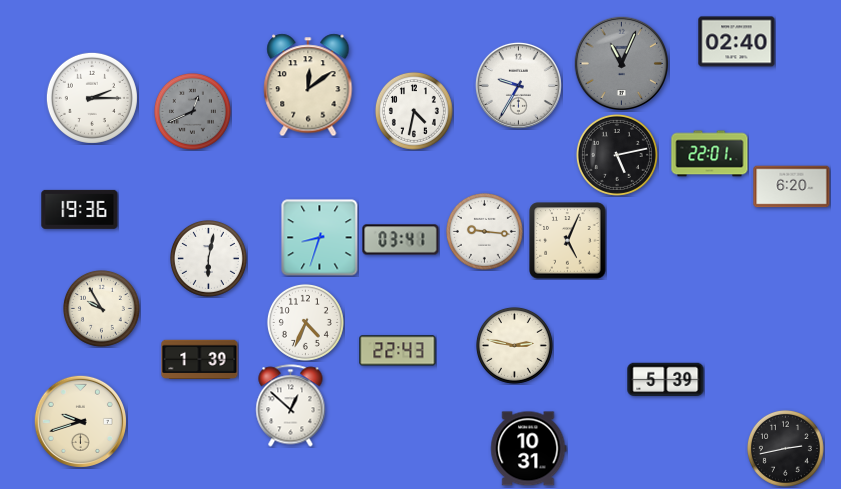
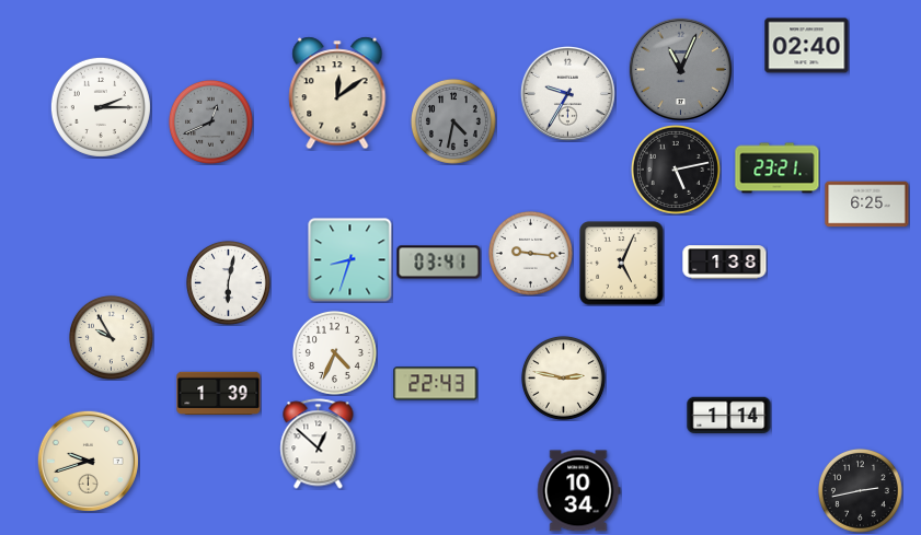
clock at (414, 111) dial: white -> grey
clock at (710, 154): 22:01 -> 23:21
clock at (792, 187): 6:20 -> 6:25
clock at (80, 209): 19:36 -> none
clock at (725, 263): none -> 1:38
clock at (666, 380): 5:39 -> 1:14
clock at (529, 449): 10:31 -> 10:34
